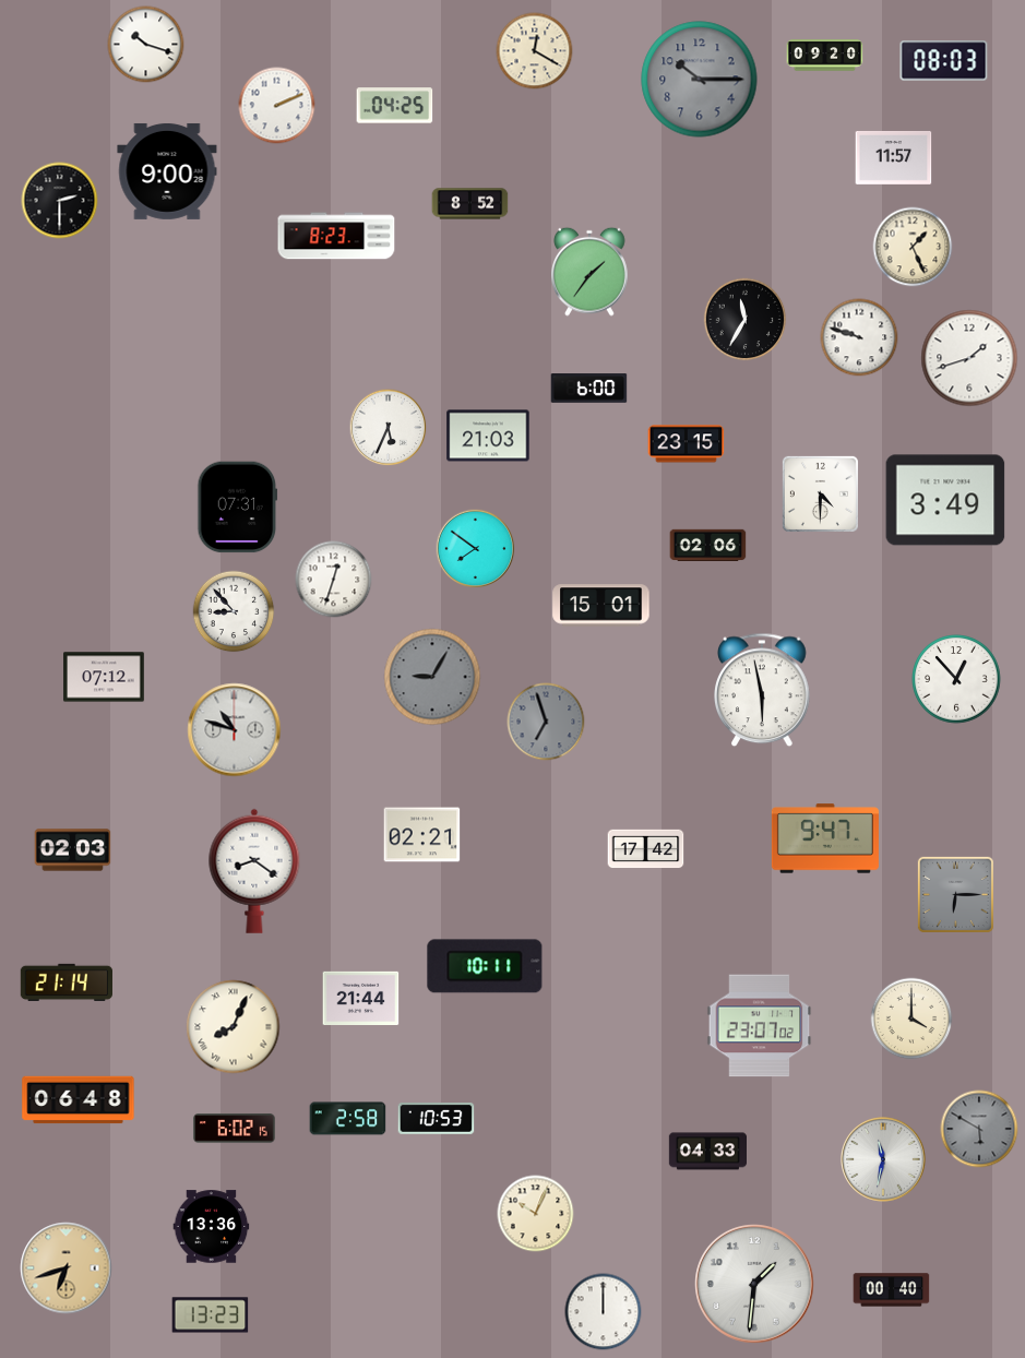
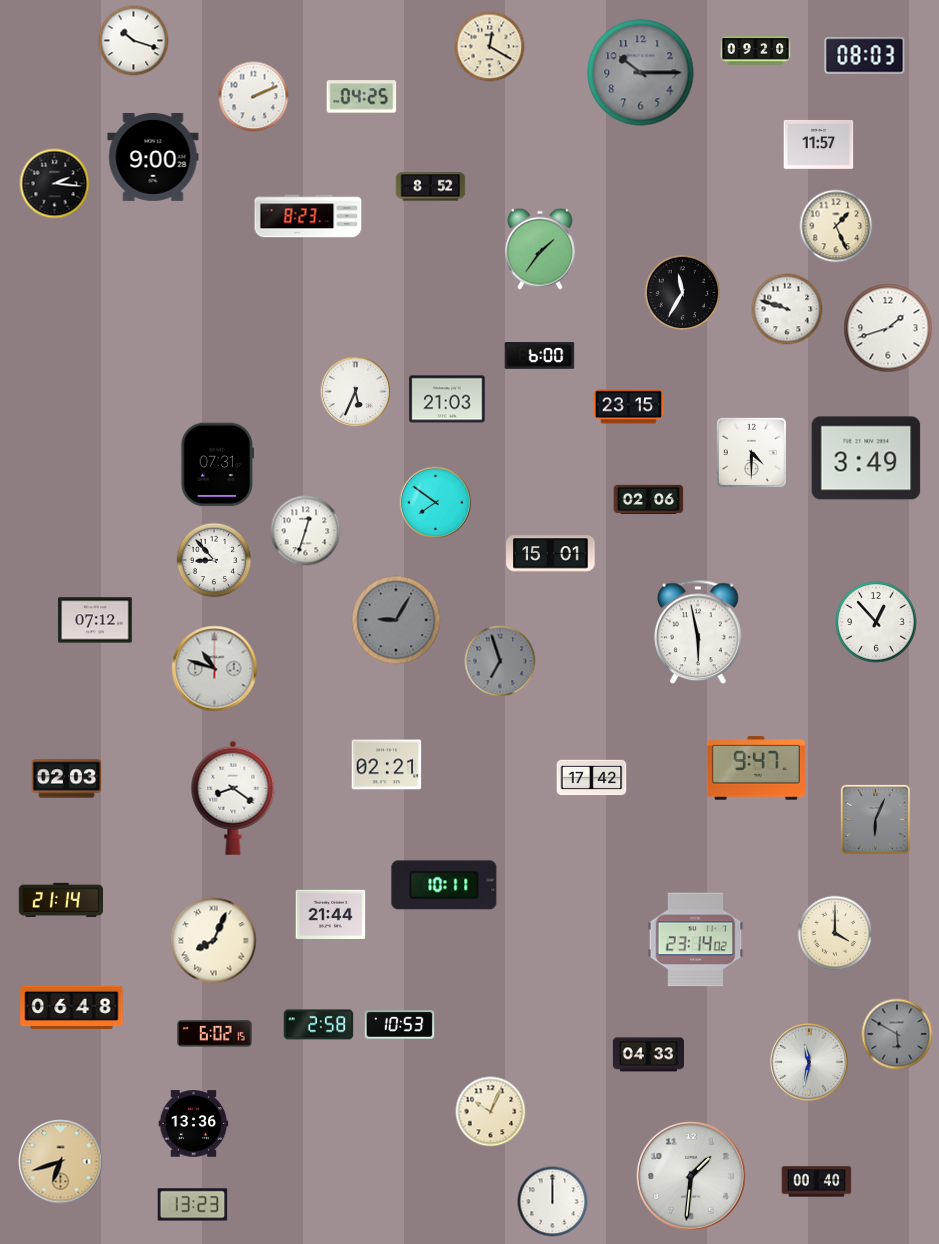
clock at (60, 201): 2:30 -> 2:16
clock at (955, 894): 6:15 -> 6:04
clock at (760, 1026): 23:07 -> 23:14
